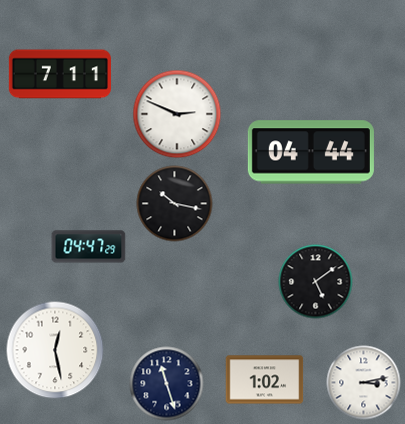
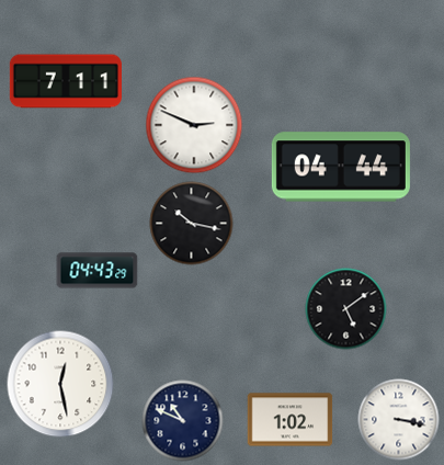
clock at (89, 247): 04:47 -> 04:43
clock at (265, 380) position: (265, 380) -> (291, 420)
clock at (364, 383): 3:13 -> 3:17
clock at (167, 384): 11:27 -> 10:49
